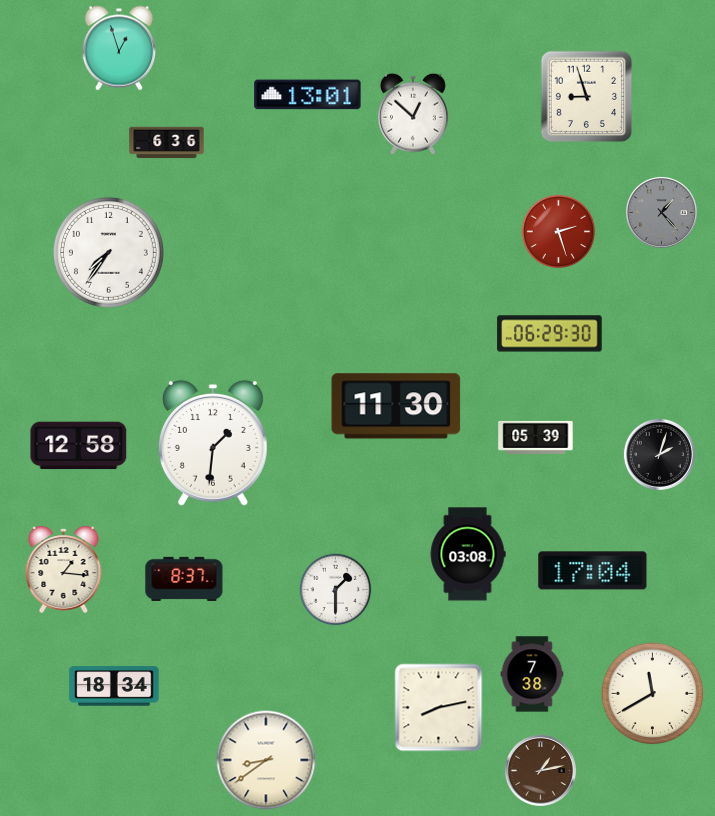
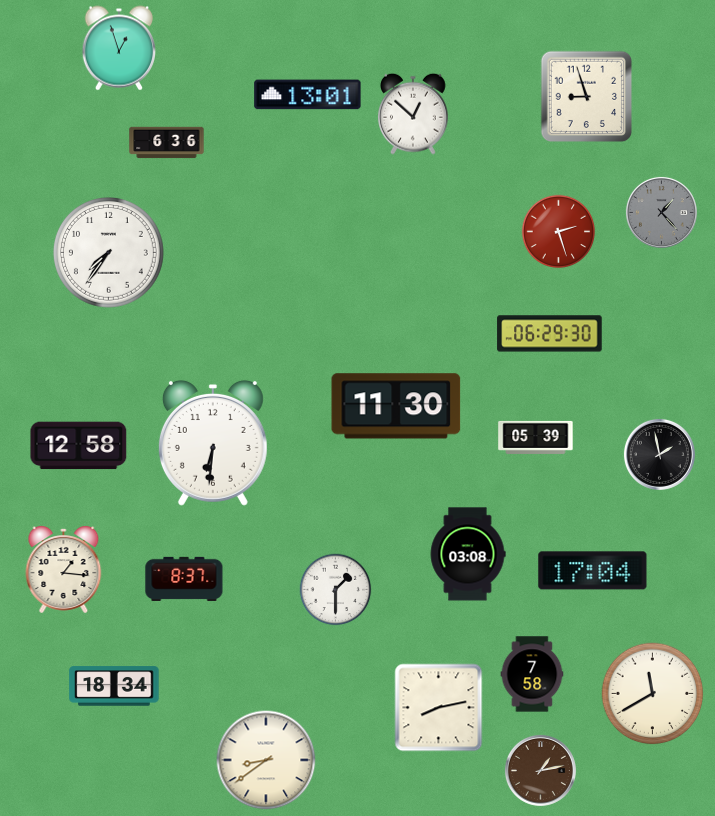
clock at (213, 443): 1:31 -> 6:31
clock at (659, 454): 2:03 -> 1:58
clock at (532, 674): 7:38 -> 7:58
